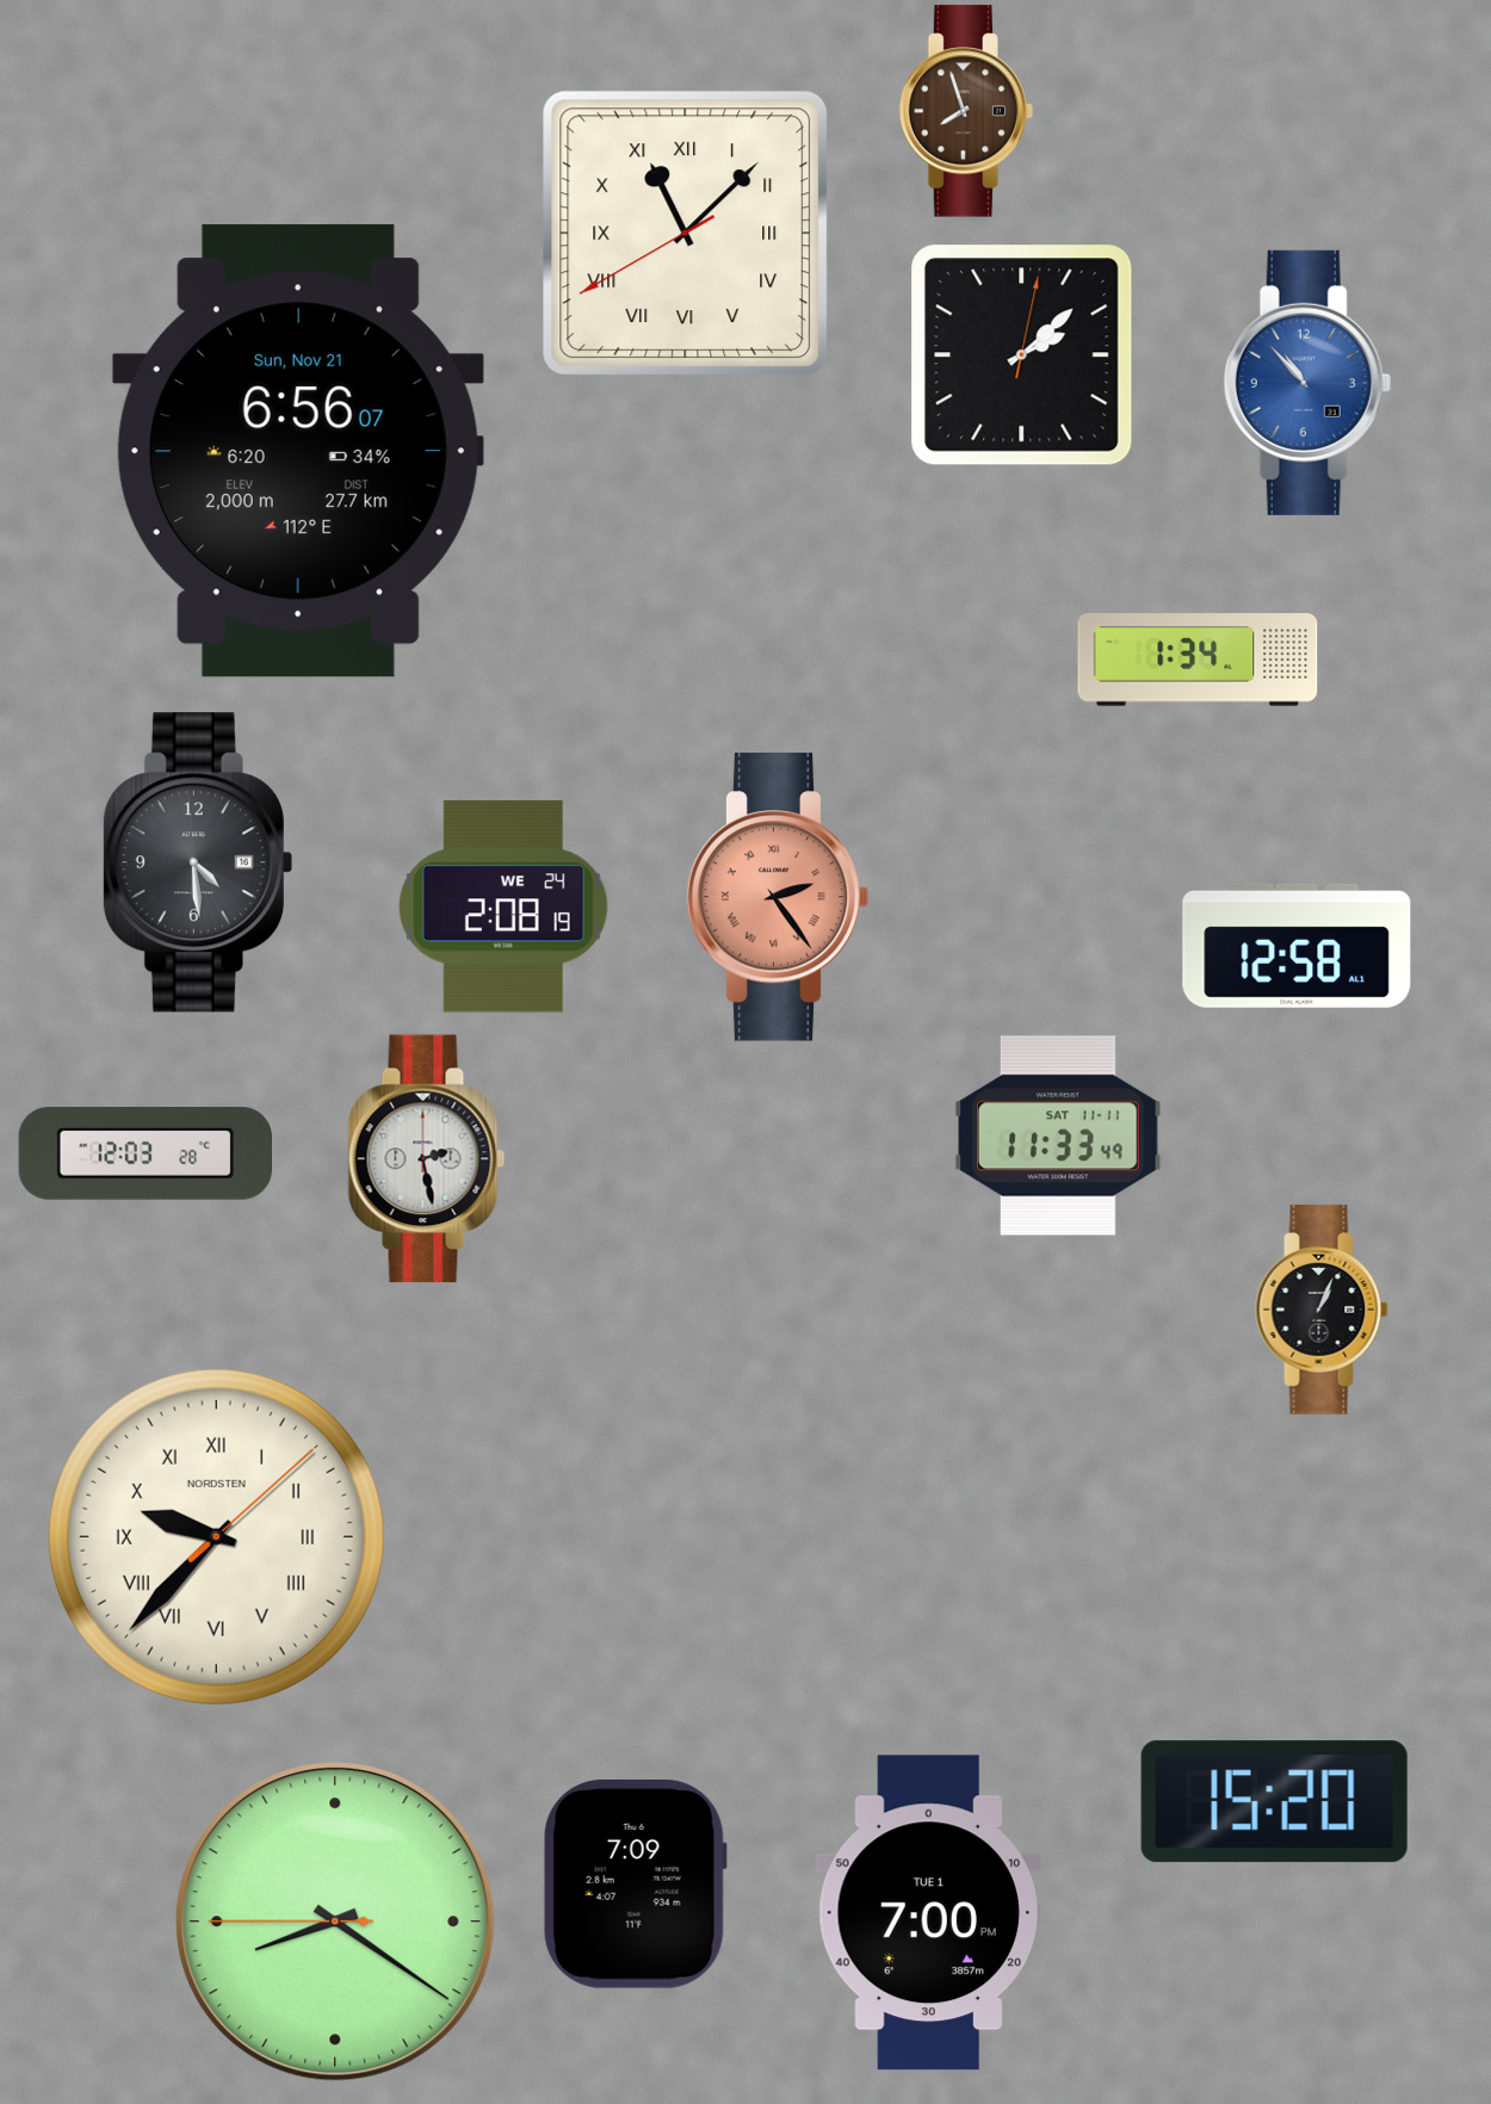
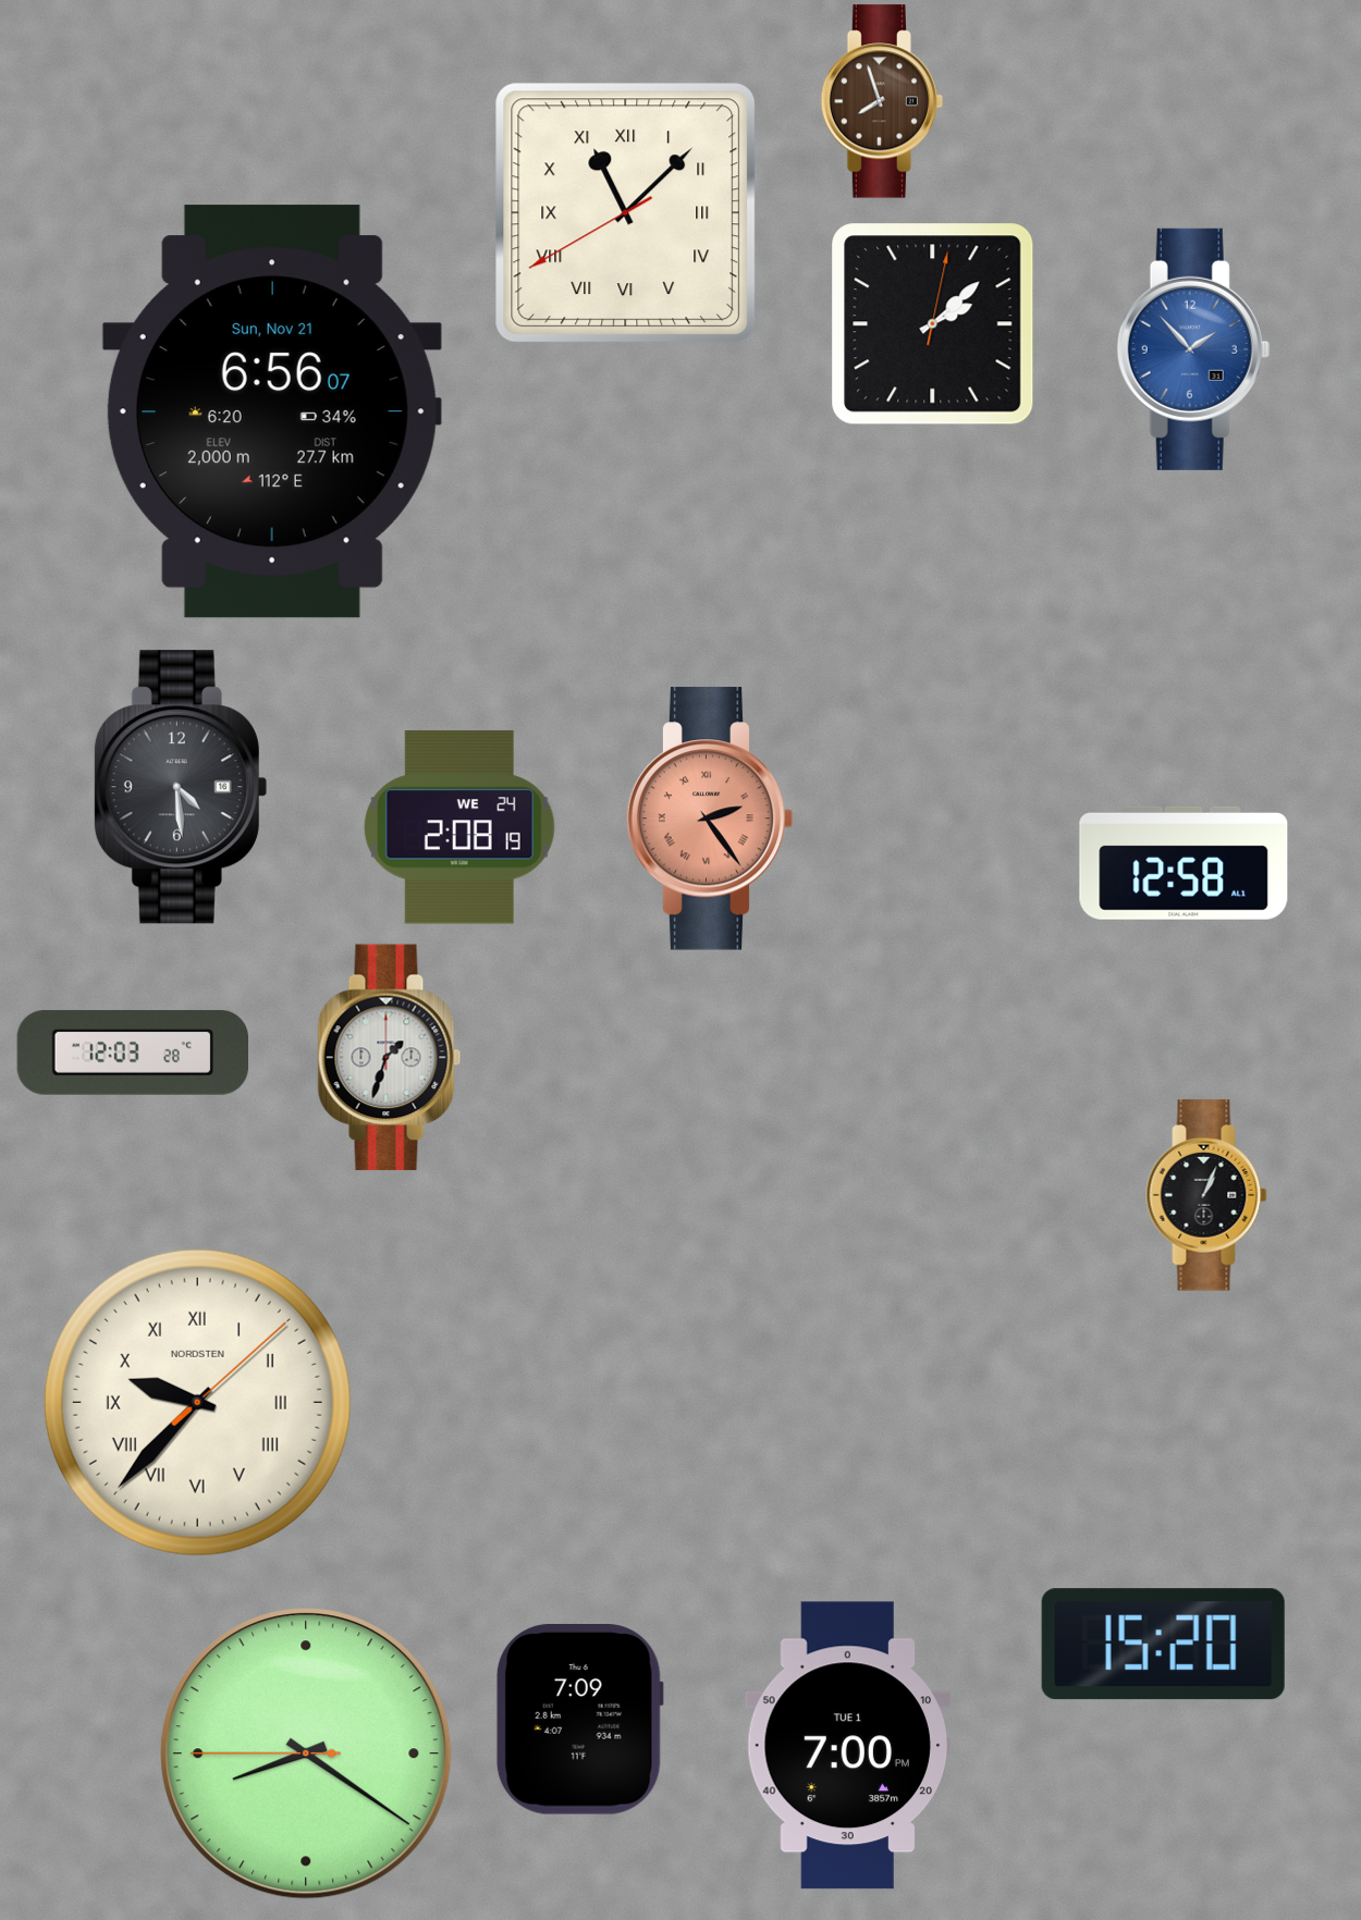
clock at (1307, 383): 10:53 -> 1:53
clock at (1198, 660): 1:34 -> none
clock at (1058, 1135): 11:33 -> none
clock at (427, 1159): 2:28 -> 1:33
